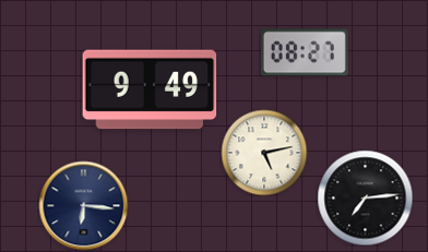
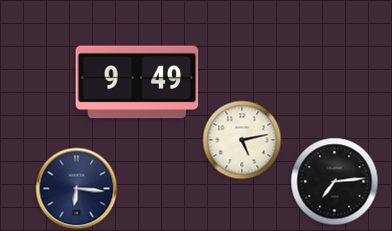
clock at (305, 52): 08:27 -> none
